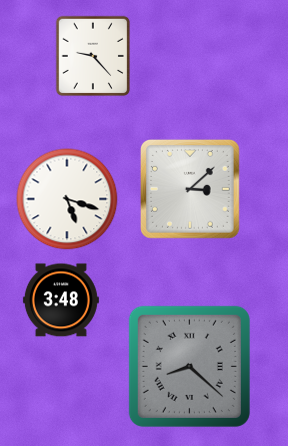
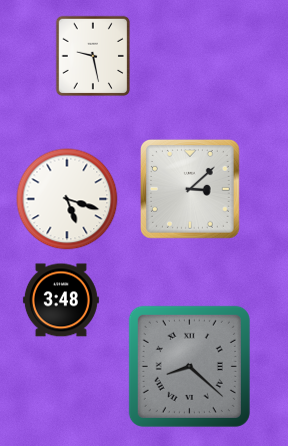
clock at (93, 56): 9:23 -> 9:28
